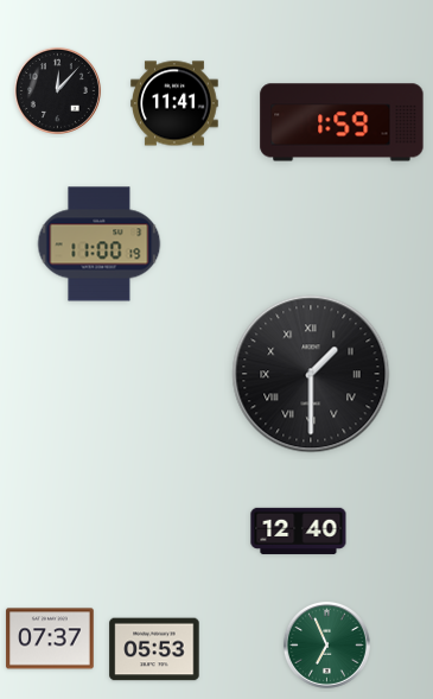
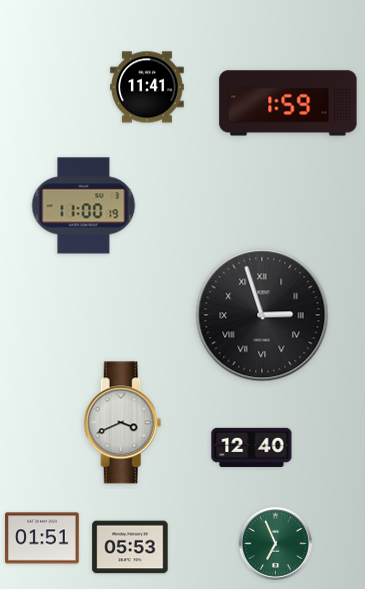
clock at (57, 90): 12:07 -> none
clock at (311, 374): 1:30 -> 2:57
clock at (123, 423): none -> 3:41
clock at (50, 638): 07:37 -> 01:51
